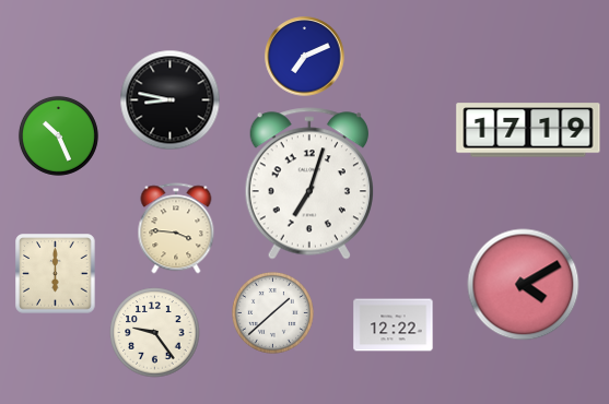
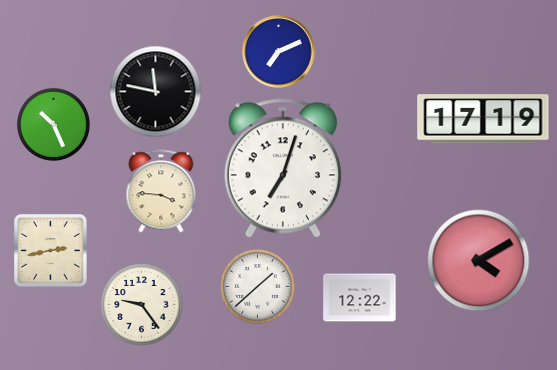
clock at (171, 100): 8:47 -> 11:47
clock at (176, 228) position: (176, 228) -> (161, 191)
clock at (56, 274): 6:00 -> 2:43
clock at (272, 312) position: (272, 312) -> (257, 286)
